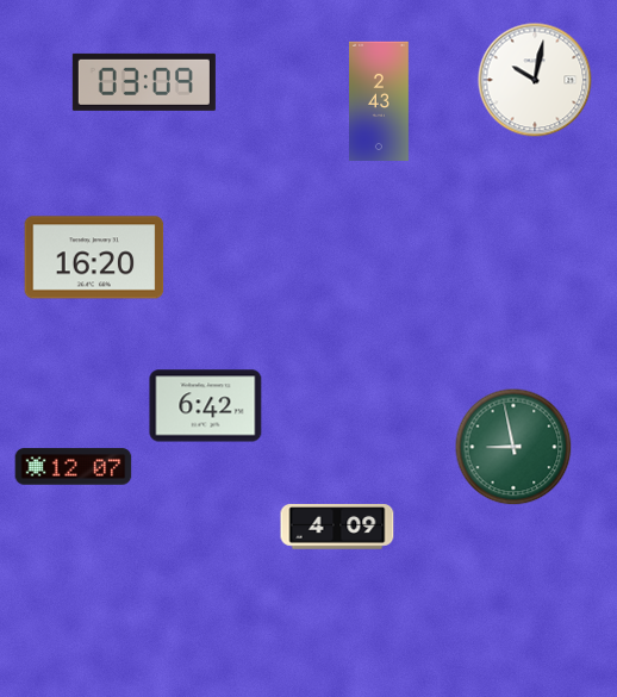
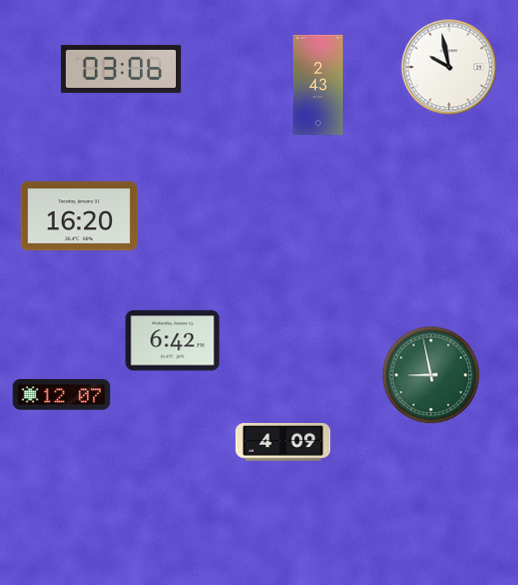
clock at (535, 80): 10:02 -> 9:58
clock at (144, 82): 03:09 -> 03:06
clock at (74, 467) position: (74, 467) -> (62, 395)
